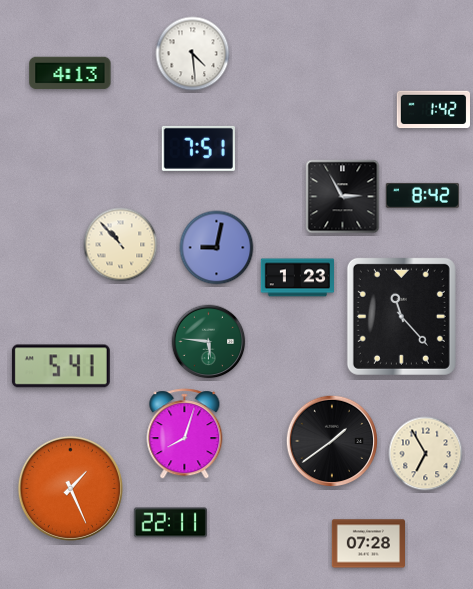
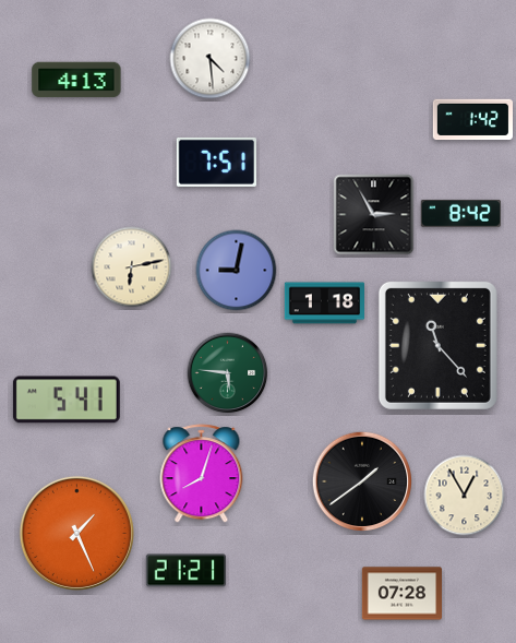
clock at (121, 245): 10:53 -> 6:13
clock at (297, 278): 1:23 -> 1:18
clock at (426, 454): 6:55 -> 12:55
clock at (170, 523): 22:11 -> 21:21
